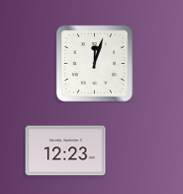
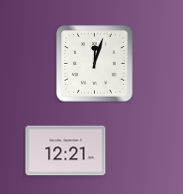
clock at (66, 151): 12:23 -> 12:21
